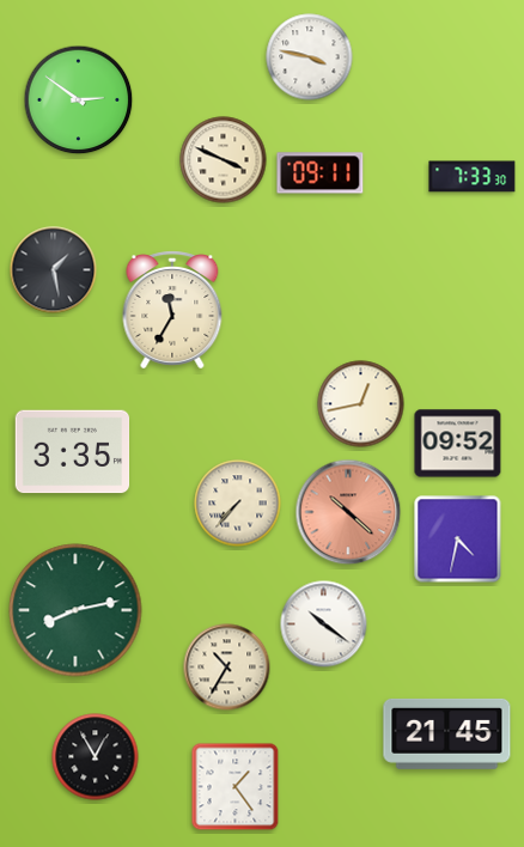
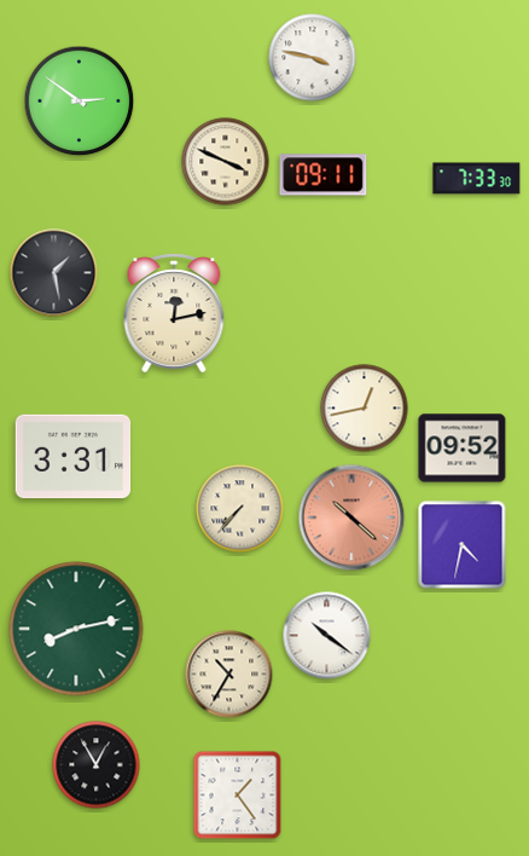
clock at (172, 310): 11:35 -> 12:13
clock at (73, 452): 3:35 -> 3:31
clock at (75, 610) position: (75, 610) -> (76, 629)
clock at (324, 624) position: (324, 624) -> (327, 636)
clock at (447, 733): 21:45 -> none
